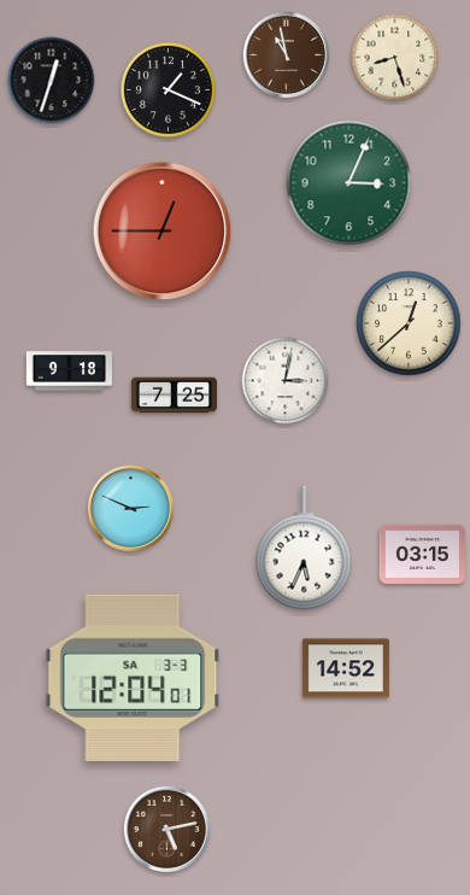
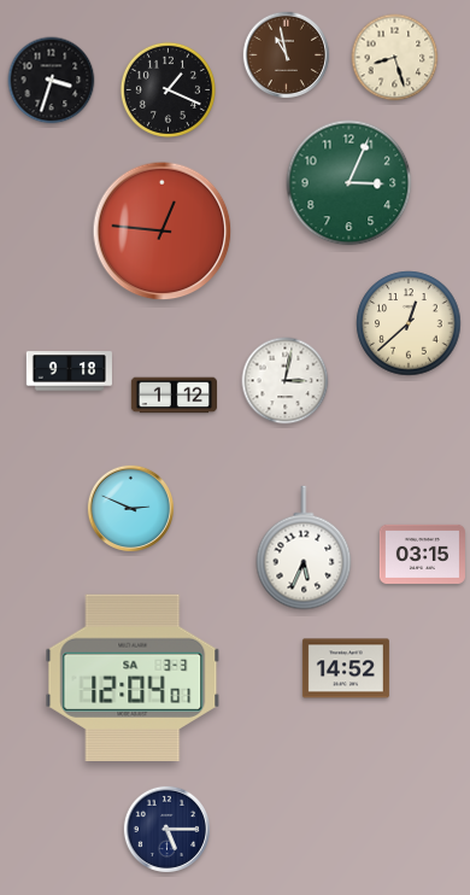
clock at (52, 81): 12:33 -> 3:33
clock at (163, 232): 12:45 -> 12:46
clock at (174, 396): 7:25 -> 1:12
clock at (166, 829): 5:13 -> 5:15
clock at (166, 829) dial: brown -> navy
